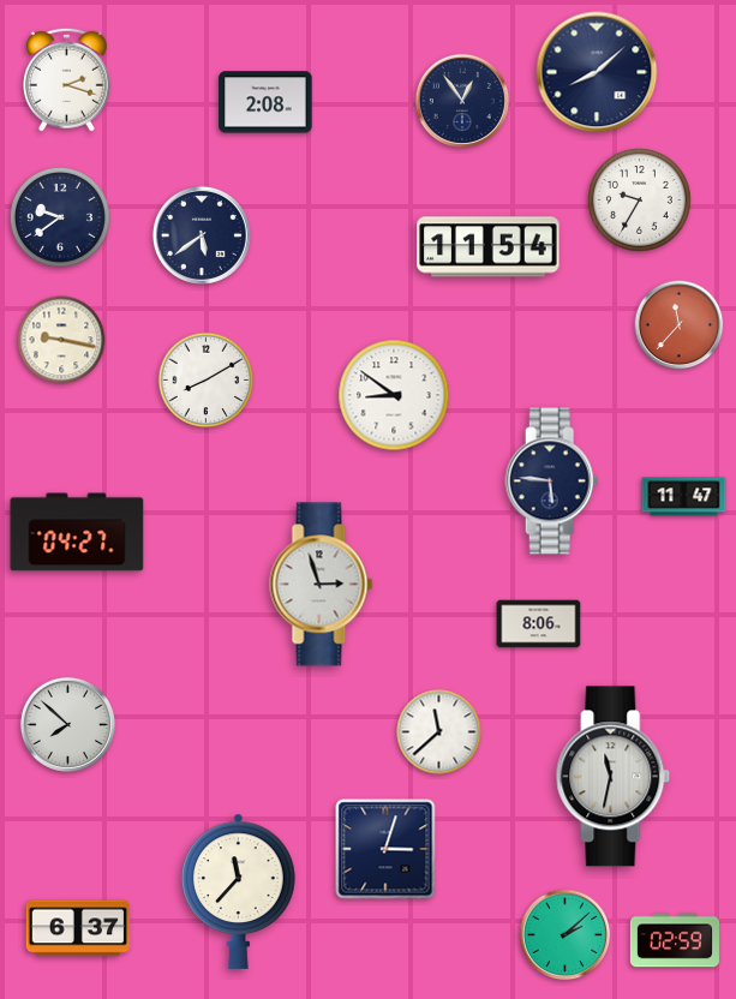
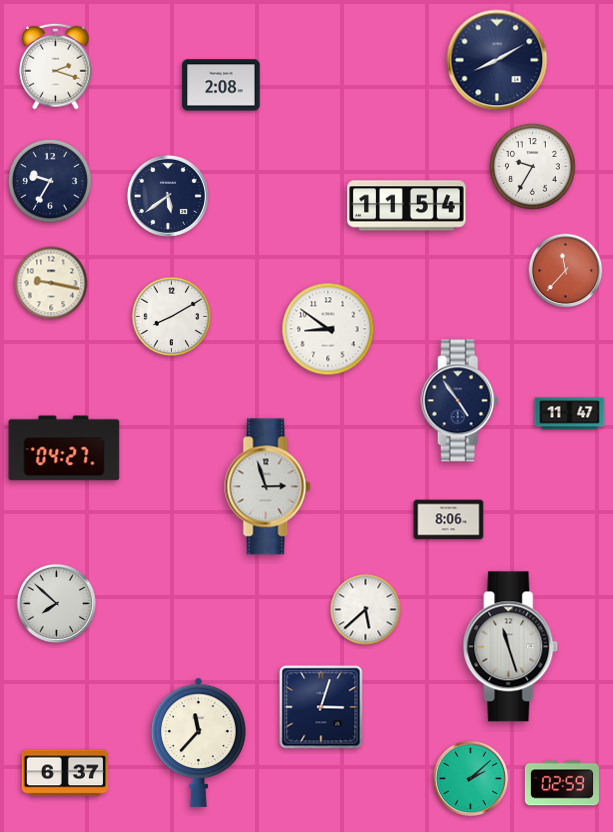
clock at (597, 72): 8:08 -> 8:10
clock at (461, 100): 12:54 -> none
clock at (60, 217): 9:39 -> 9:35
clock at (552, 481): 5:46 -> 4:54
clock at (77, 532) position: (77, 532) -> (64, 448)
clock at (439, 732): 11:38 -> 5:38
clock at (614, 777): 11:32 -> 11:27
